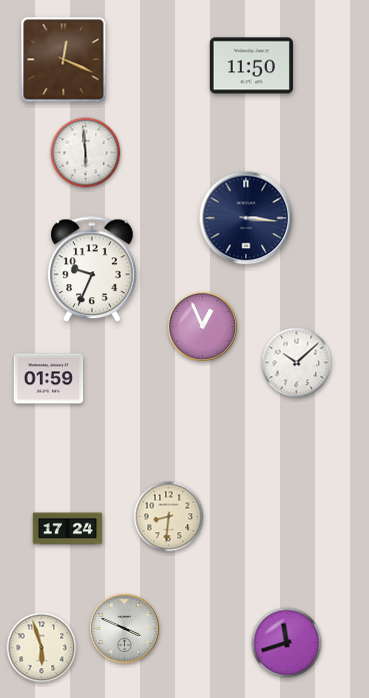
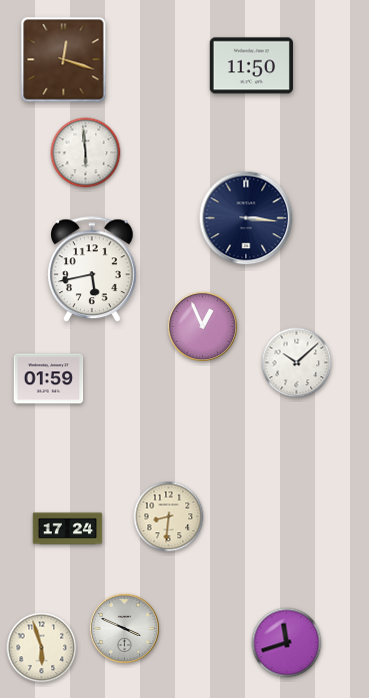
clock at (64, 60): 12:19 -> 12:18
clock at (92, 270): 9:34 -> 5:43
